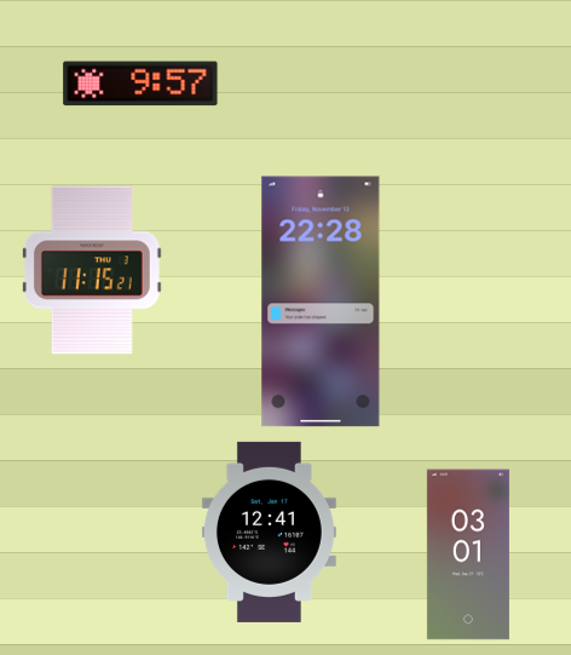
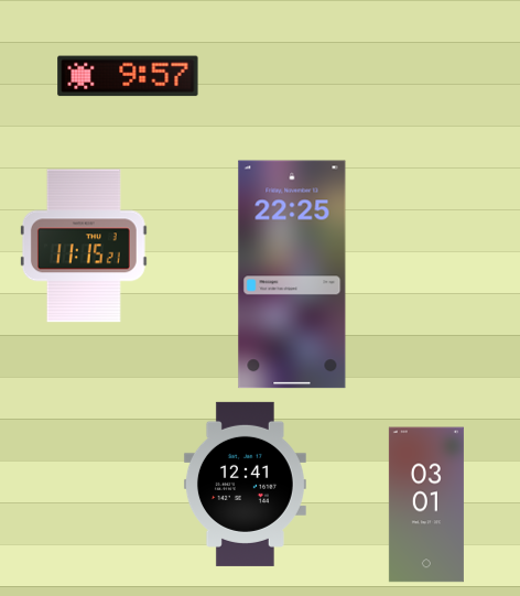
clock at (321, 301): 22:28 -> 22:25
